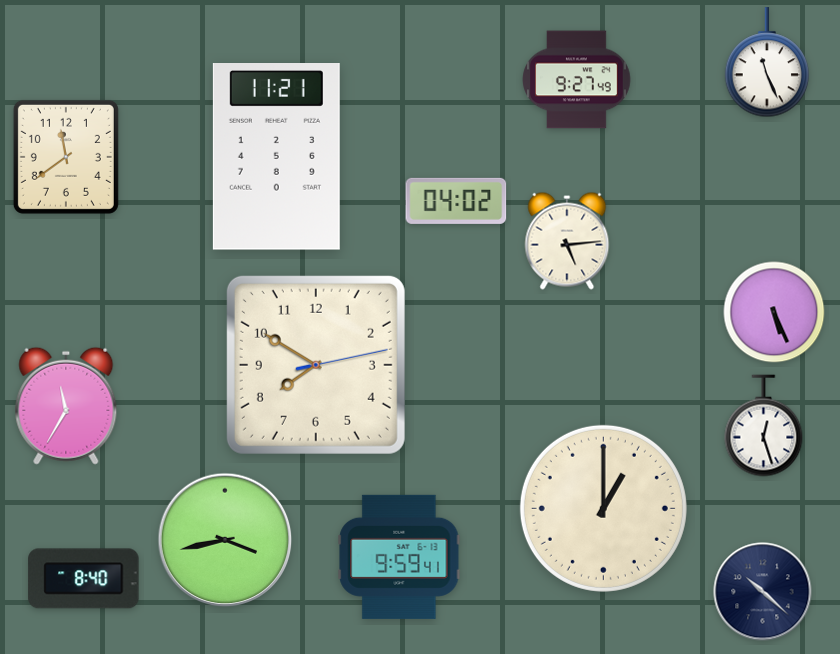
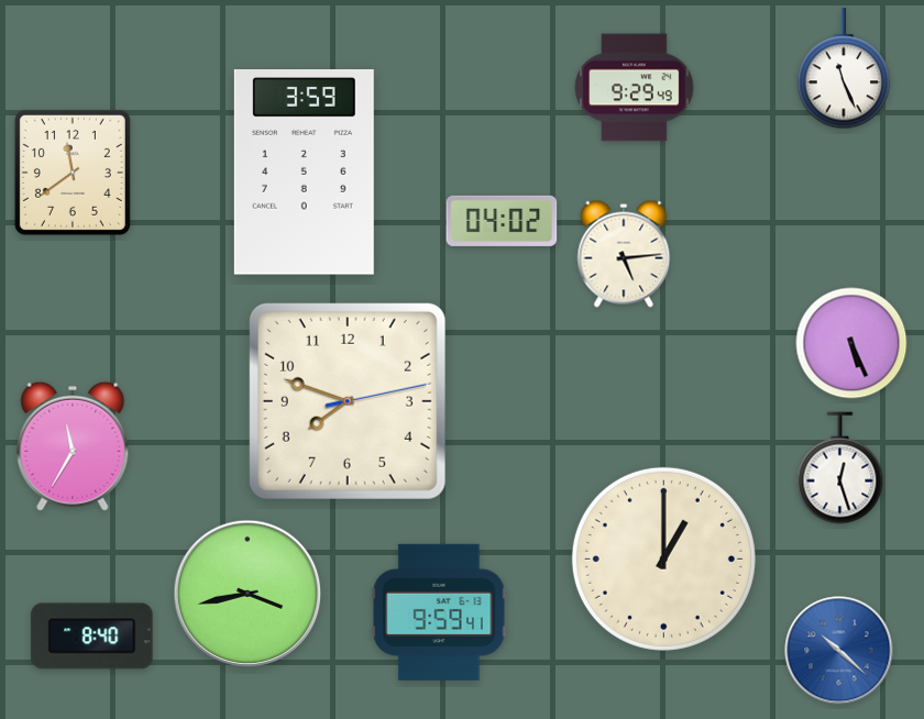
clock at (577, 80): 9:27 -> 9:29
clock at (276, 157): 11:21 -> 3:59
clock at (567, 241) position: (567, 241) -> (624, 254)
clock at (316, 365): 7:50 -> 7:48
clock at (763, 592) dial: navy -> blue
